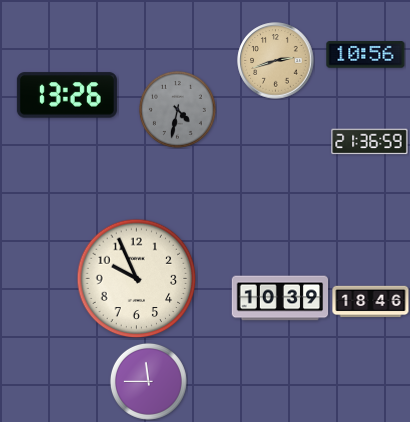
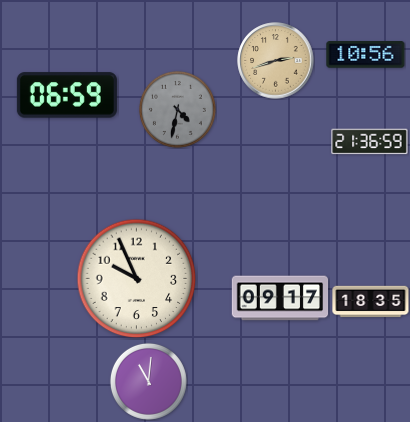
clock at (67, 95): 13:26 -> 06:59
clock at (280, 298): 10:39 -> 09:17
clock at (371, 302): 18:46 -> 18:35
clock at (148, 381): 11:45 -> 11:01
